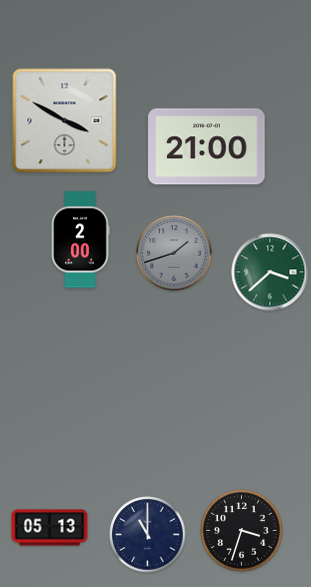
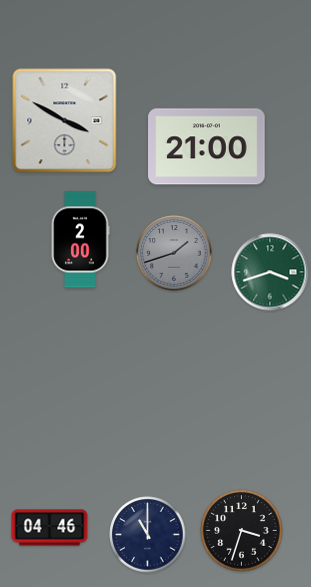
clock at (270, 272): 3:38 -> 3:42
clock at (50, 528): 05:13 -> 04:46
